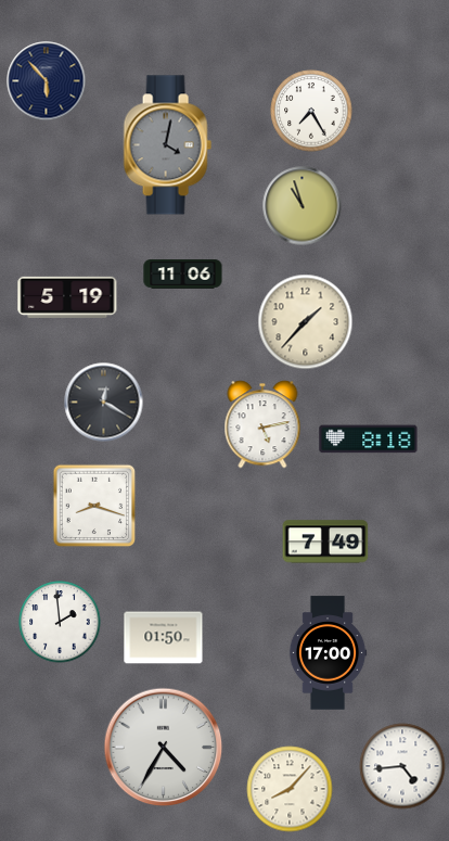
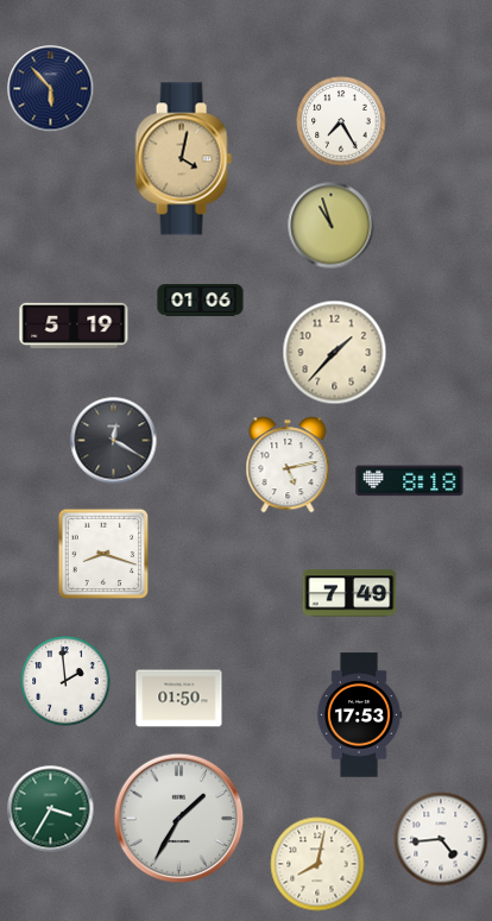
clock at (167, 145) dial: grey -> champagne
clock at (183, 275): 11:06 -> 01:06
clock at (369, 439) position: (369, 439) -> (410, 481)
clock at (325, 541) position: (325, 541) -> (349, 593)
clock at (328, 653): 17:00 -> 17:53
clock at (51, 809): none -> 3:35
clock at (164, 748): 4:35 -> 1:35
clock at (290, 789): 8:07 -> 8:02
